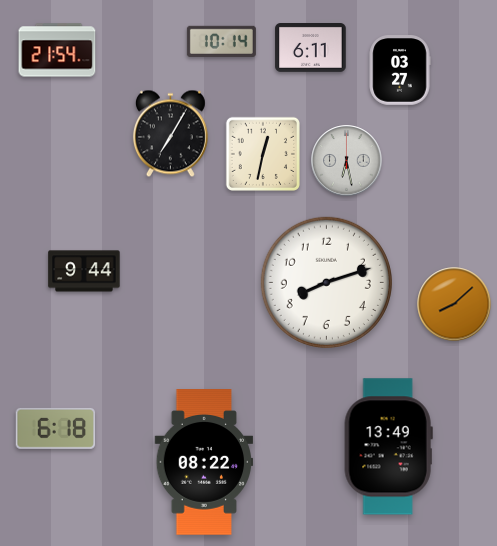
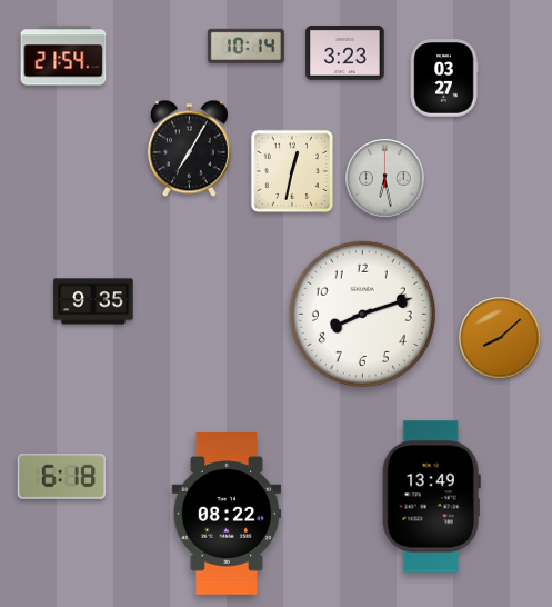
clock at (311, 48): 6:11 -> 3:23
clock at (84, 271): 9:44 -> 9:35
clock at (454, 304) position: (454, 304) -> (500, 338)
